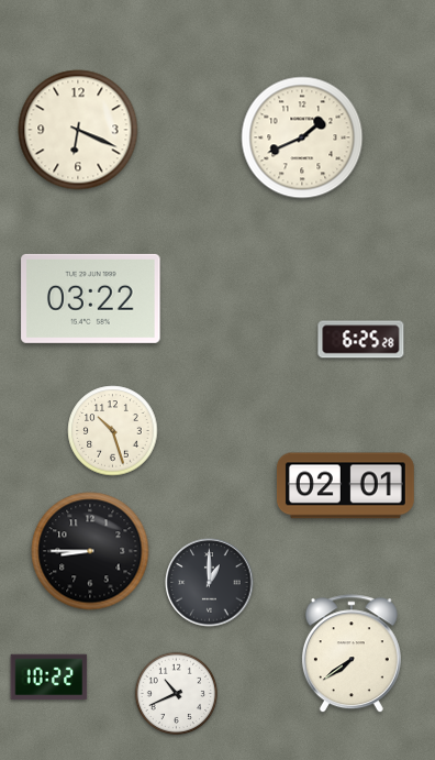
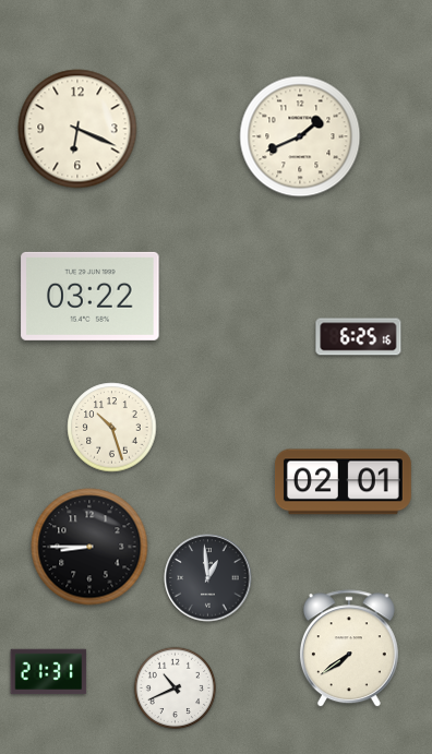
clock at (361, 340): 6:25:28 -> 6:25:16
clock at (210, 583): 1:00 -> 12:59
clock at (49, 678): 10:22 -> 21:31
